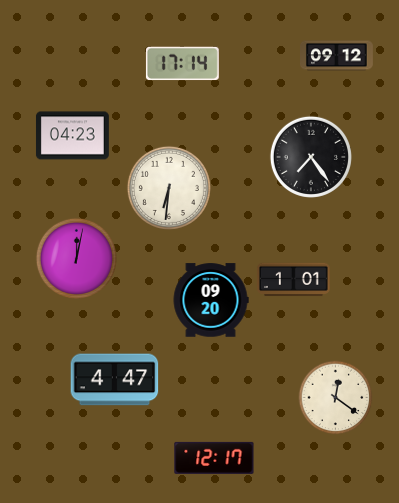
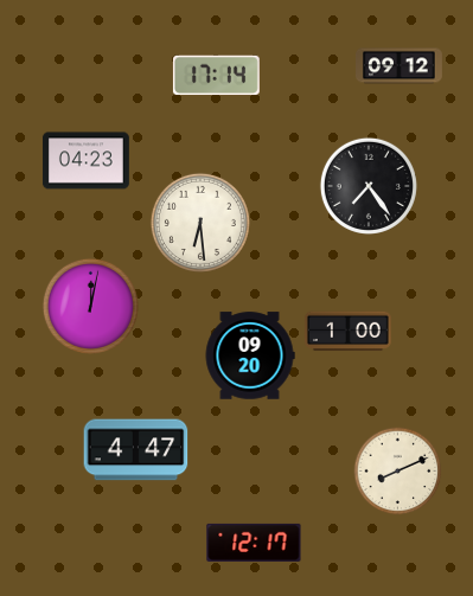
clock at (169, 188): 6:31 -> 6:29
clock at (293, 280): 1:01 -> 1:00
clock at (336, 398): 12:21 -> 8:11
